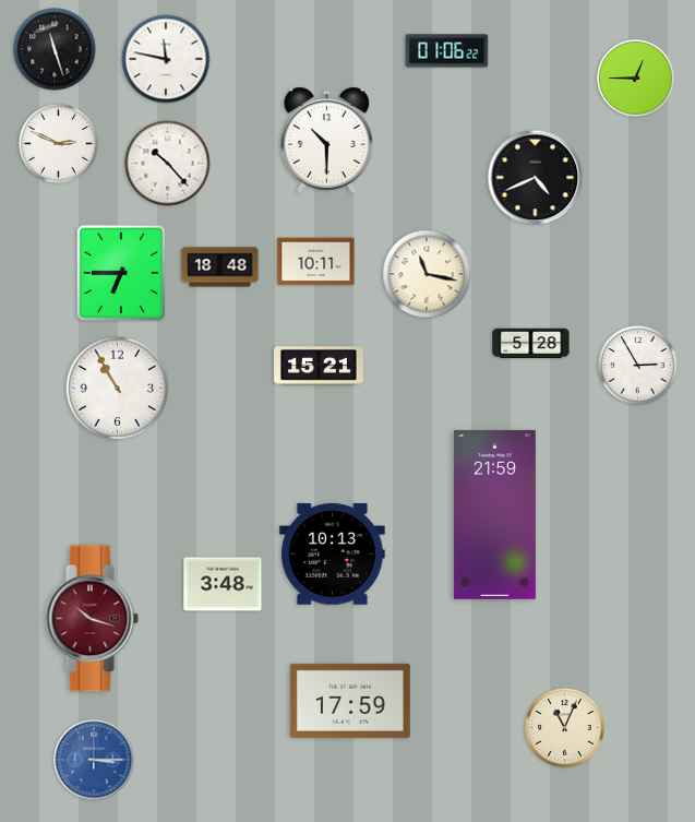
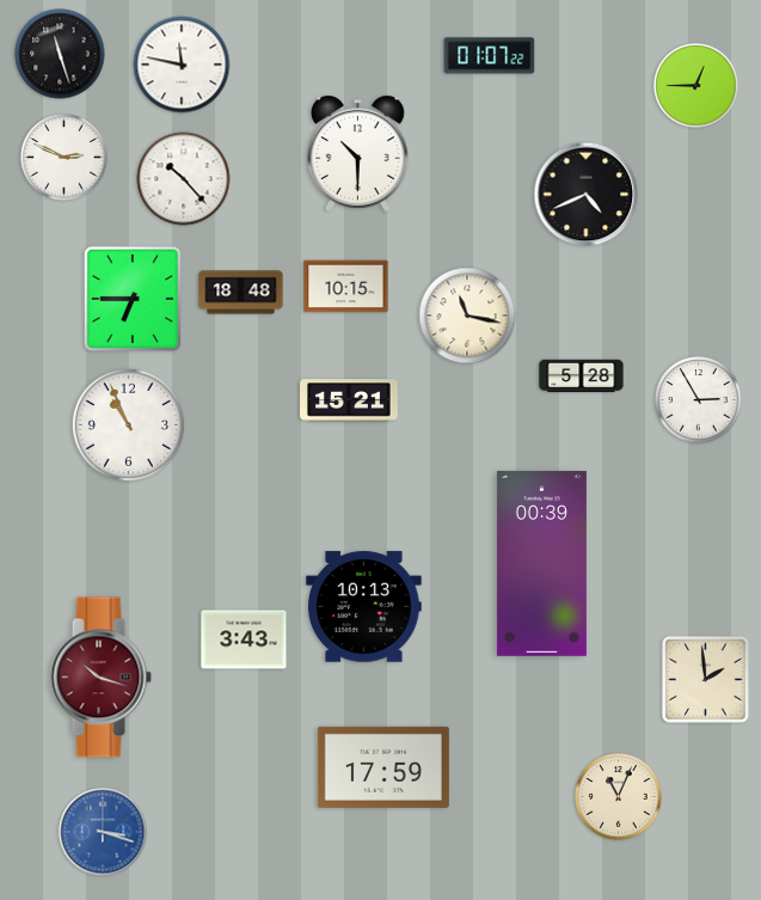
clock at (447, 51): 01:06 -> 01:07
clock at (316, 262): 10:11 -> 10:15
clock at (427, 274) position: (427, 274) -> (467, 316)
clock at (117, 388): 10:55 -> 10:56
clock at (494, 514): 21:59 -> 00:39
clock at (223, 584): 3:48 -> 3:43
clock at (706, 680): none -> 1:59
clock at (94, 760): 3:15 -> 3:18
